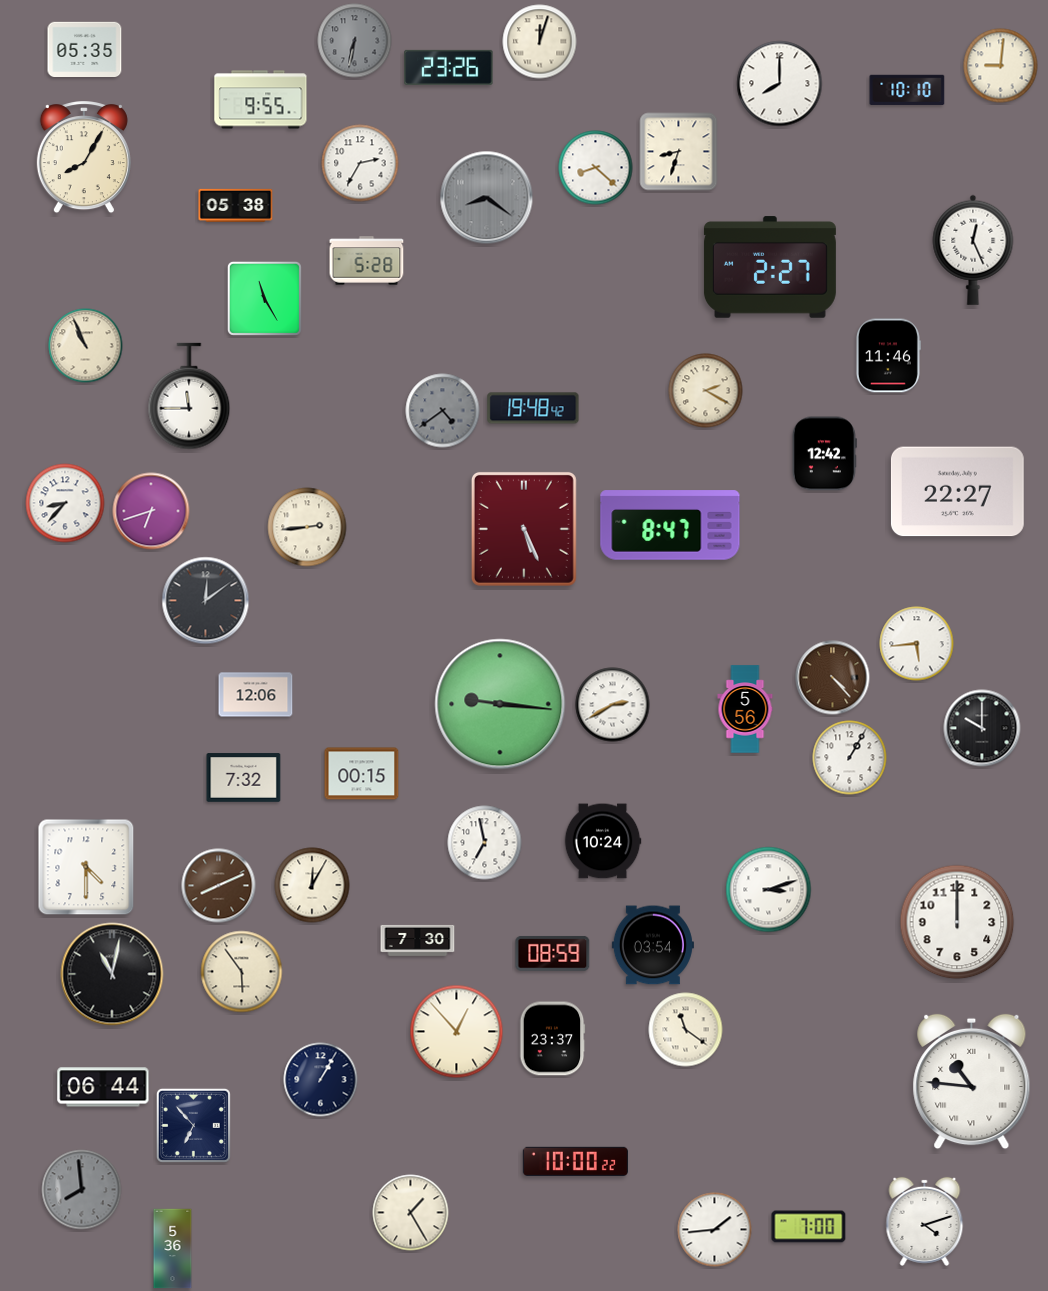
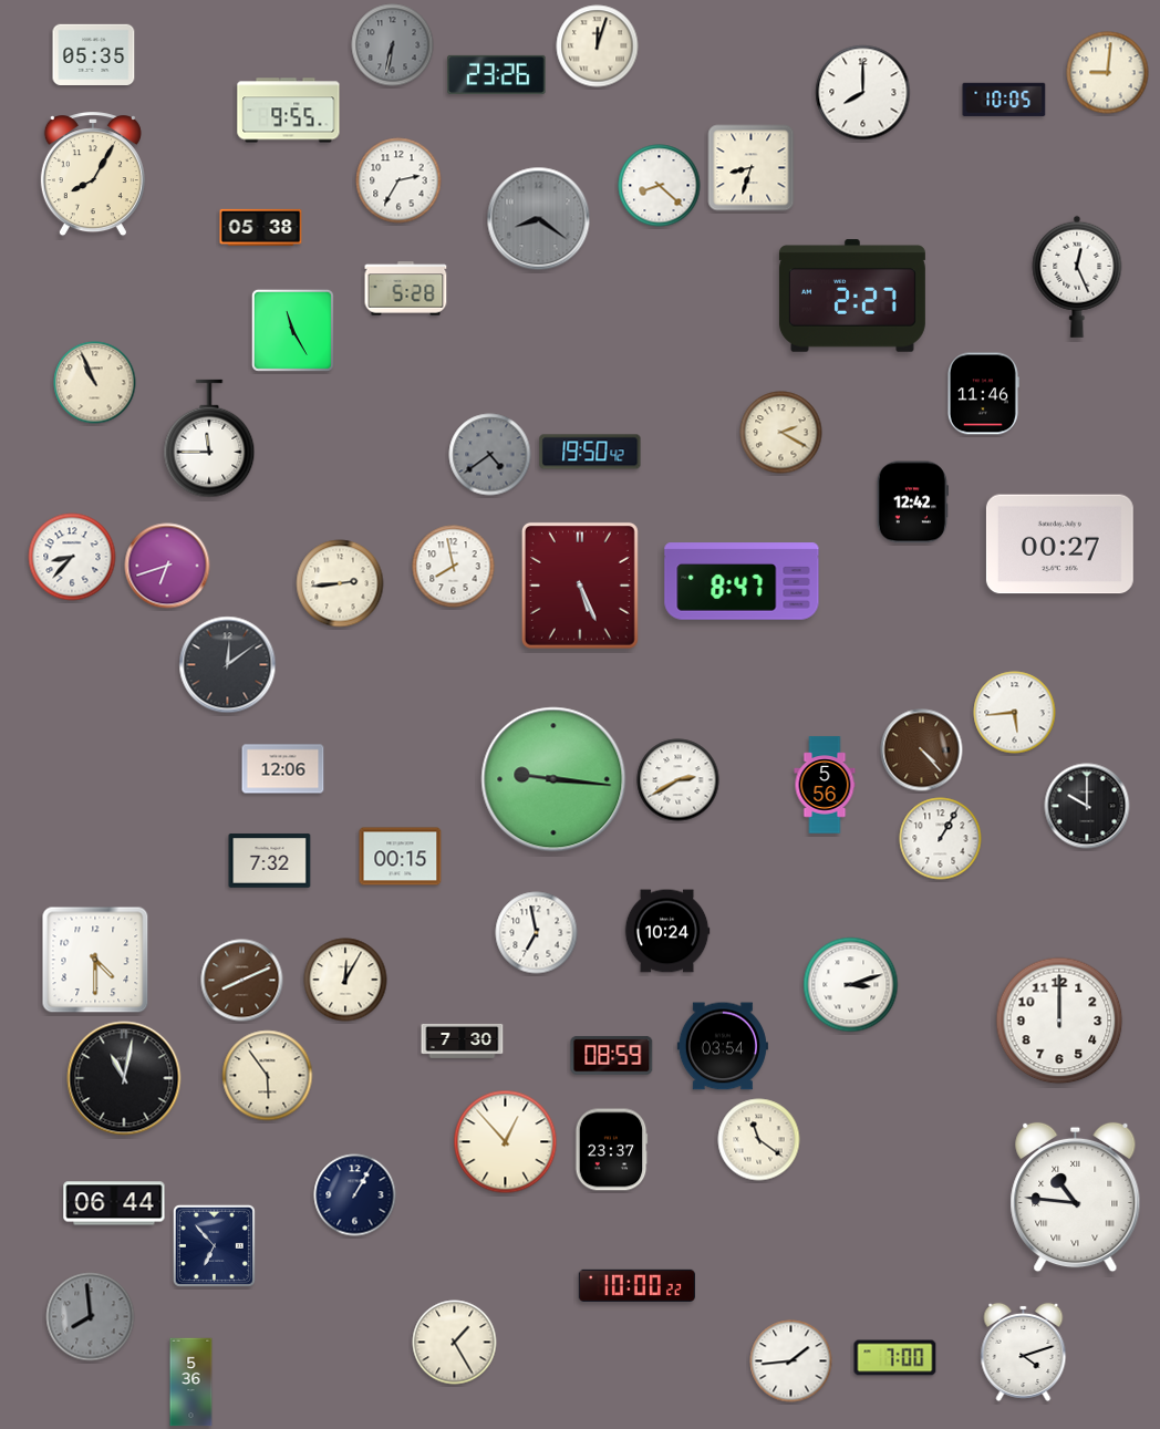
clock at (907, 89): 10:10 -> 10:05
clock at (533, 408): 19:48 -> 19:50
clock at (957, 492): 22:27 -> 00:27
clock at (454, 567): none -> 7:58
